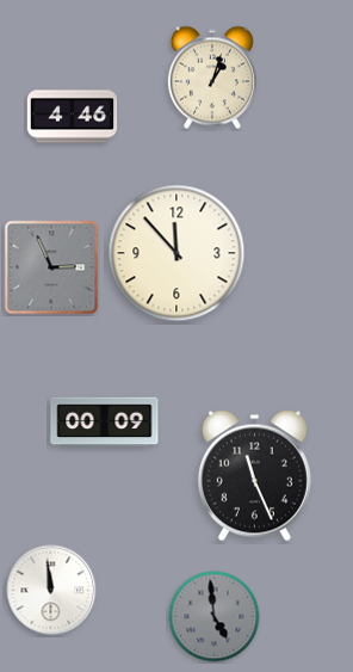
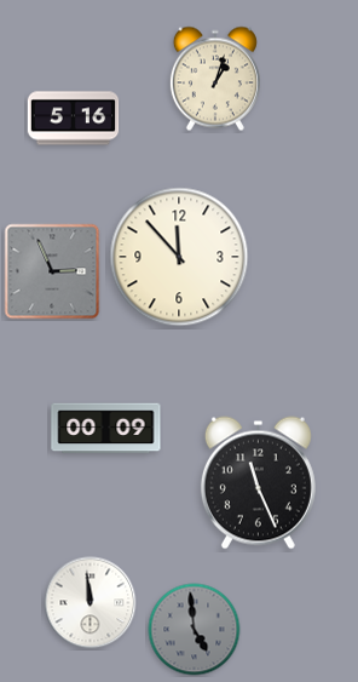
clock at (73, 117): 4:46 -> 5:16
clock at (51, 591) position: (51, 591) -> (91, 603)
clock at (215, 617) position: (215, 617) -> (195, 630)
